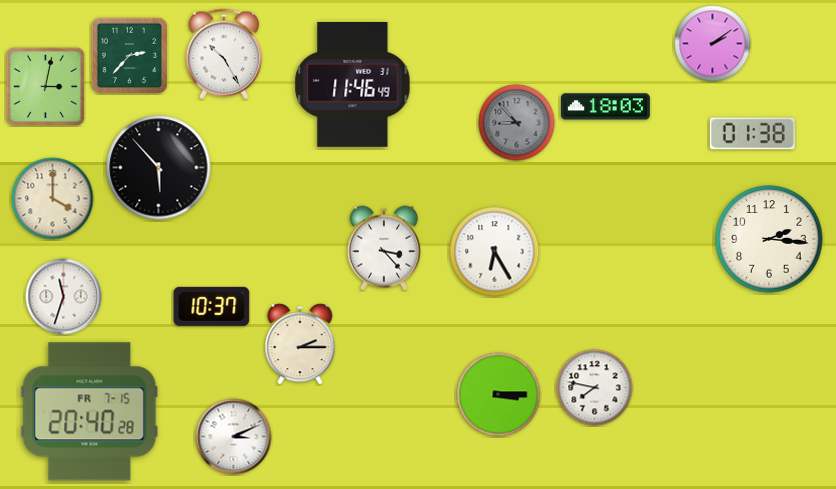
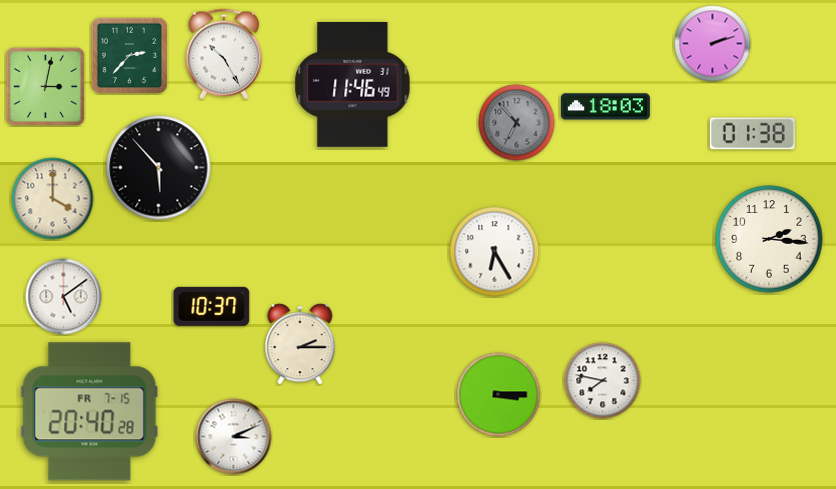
clock at (713, 44): 2:09 -> 2:12
clock at (517, 123): 8:53 -> 6:53
clock at (384, 248): 3:23 -> none
clock at (64, 297): 11:33 -> 5:09
clock at (595, 388) position: (595, 388) -> (603, 381)
